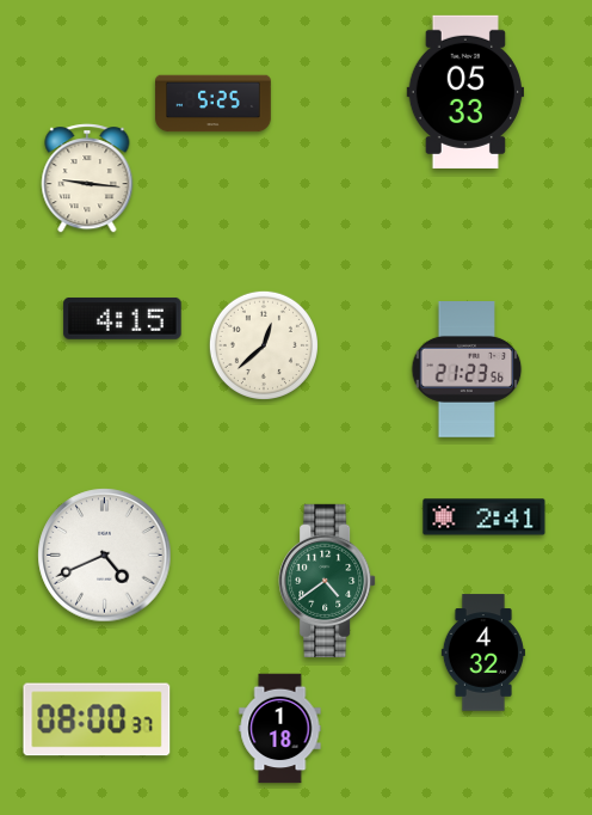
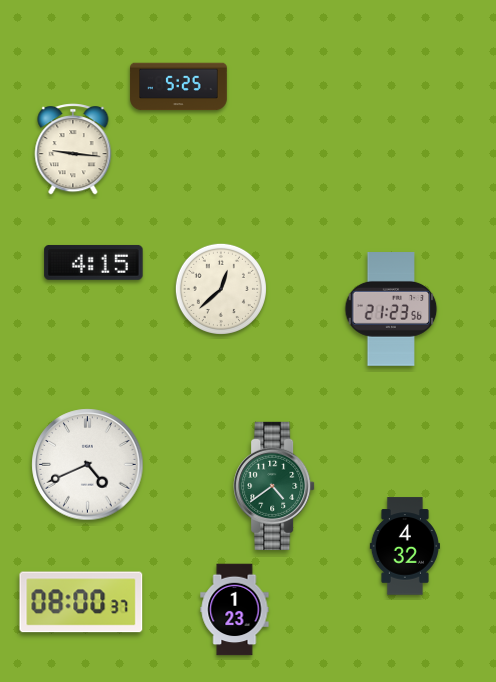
clock at (464, 92): 05:33 -> none
clock at (123, 318) position: (123, 318) -> (94, 262)
clock at (485, 517): 2:41 -> none
clock at (280, 729): 1:18 -> 1:23
